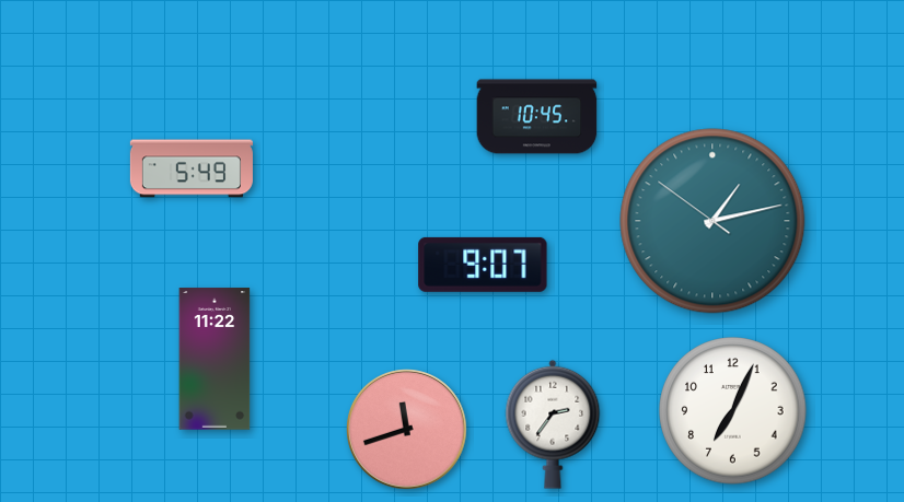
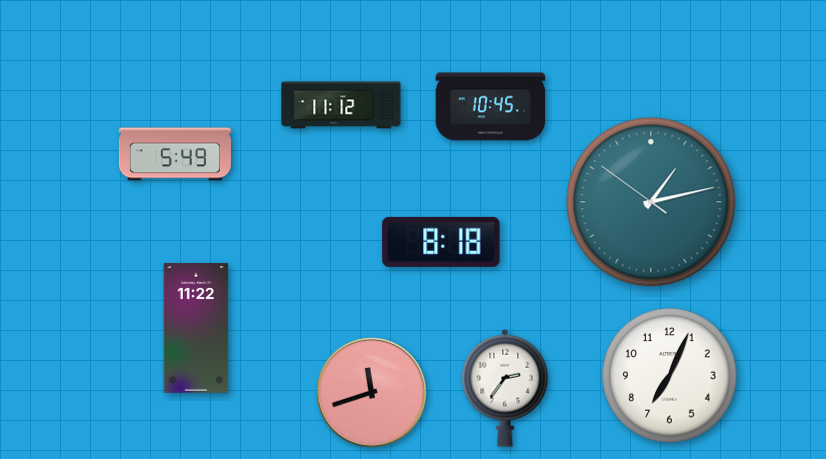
clock at (341, 105): none -> 11:12
clock at (483, 265): 9:07 -> 8:18
